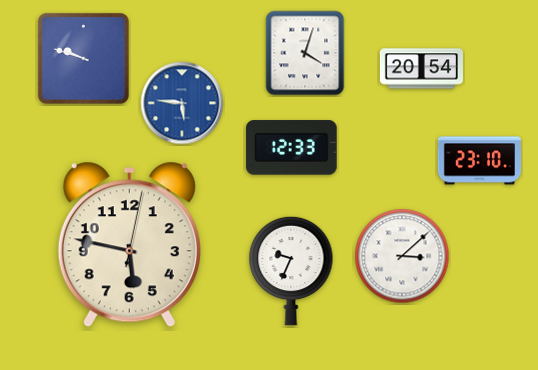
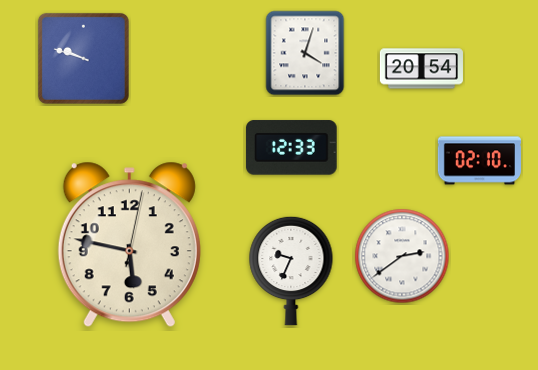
clock at (182, 103): 5:46 -> none
clock at (479, 161): 23:10 -> 02:10
clock at (402, 256): 3:08 -> 2:39
